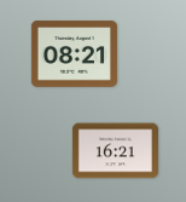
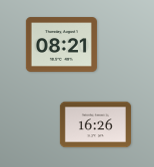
clock at (115, 151): 16:21 -> 16:26
